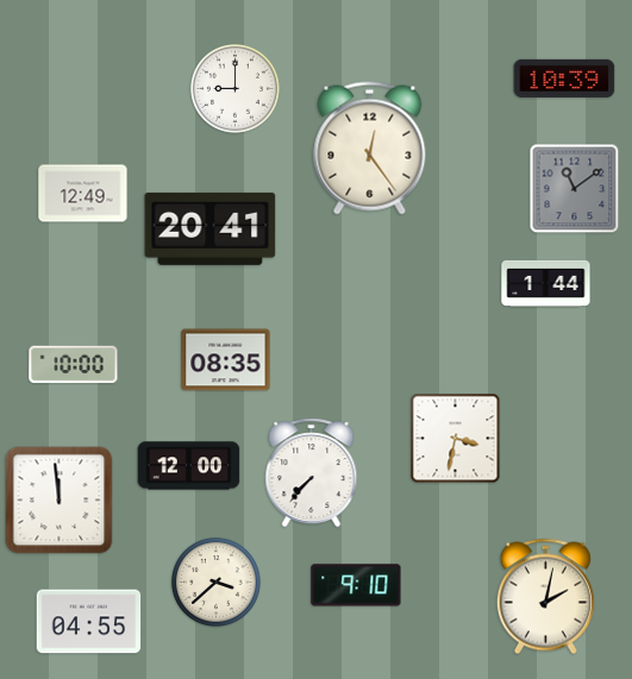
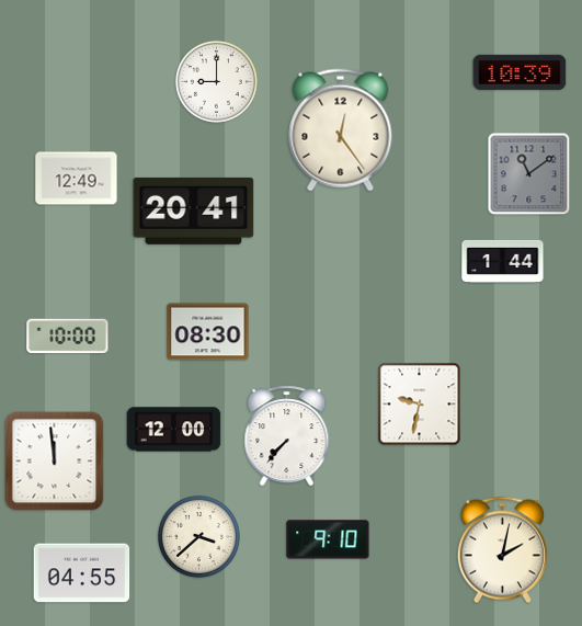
clock at (370, 149) position: (370, 149) -> (341, 130)
clock at (226, 360): 08:35 -> 08:30
clock at (456, 439): 3:32 -> 9:32
